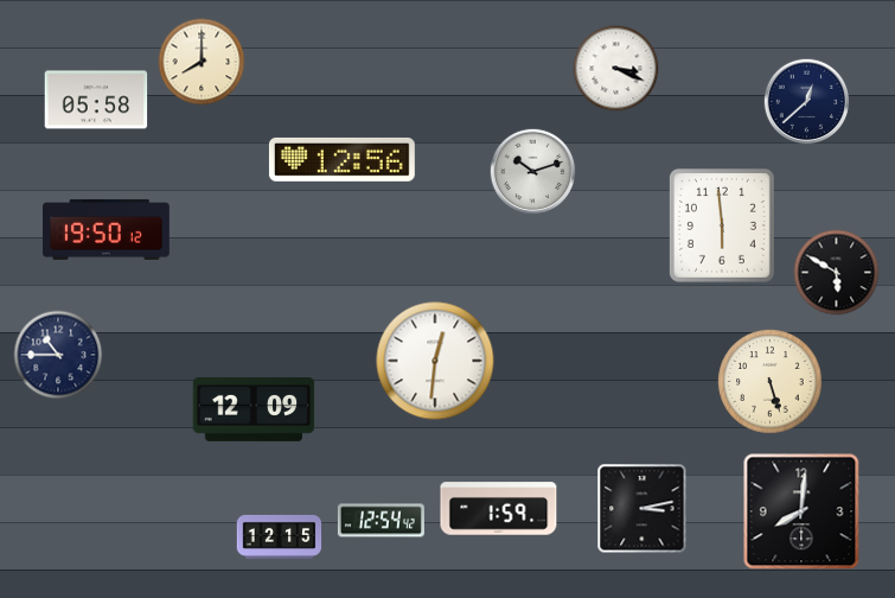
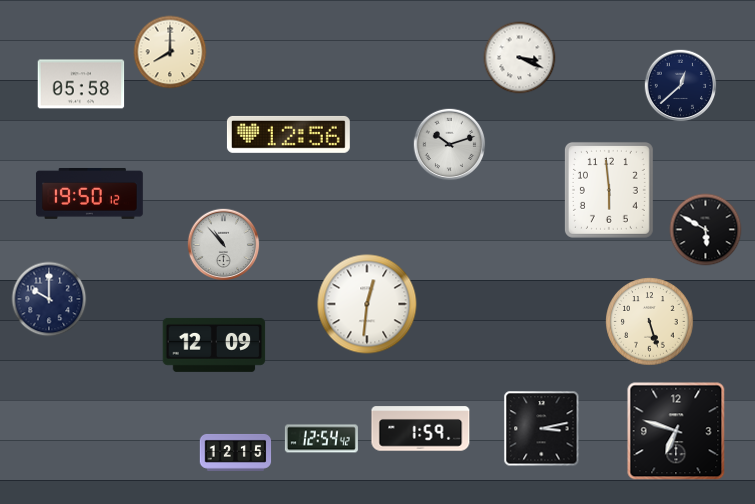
clock at (224, 245): none -> 10:53
clock at (58, 355): 10:45 -> 10:00
clock at (801, 511): 8:01 -> 6:48
